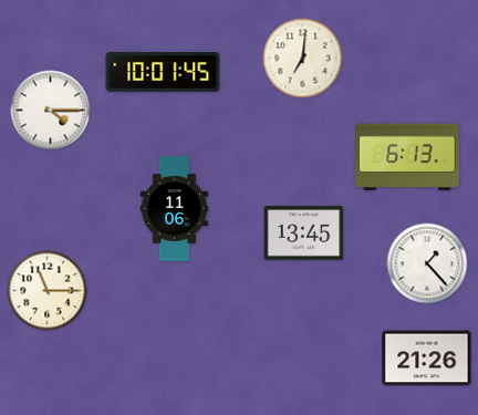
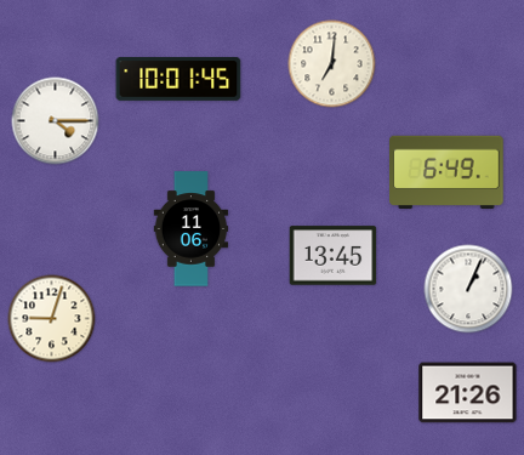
clock at (407, 156): 6:13 -> 6:49
clock at (427, 263): 1:23 -> 1:04
clock at (48, 291): 11:15 -> 9:03
